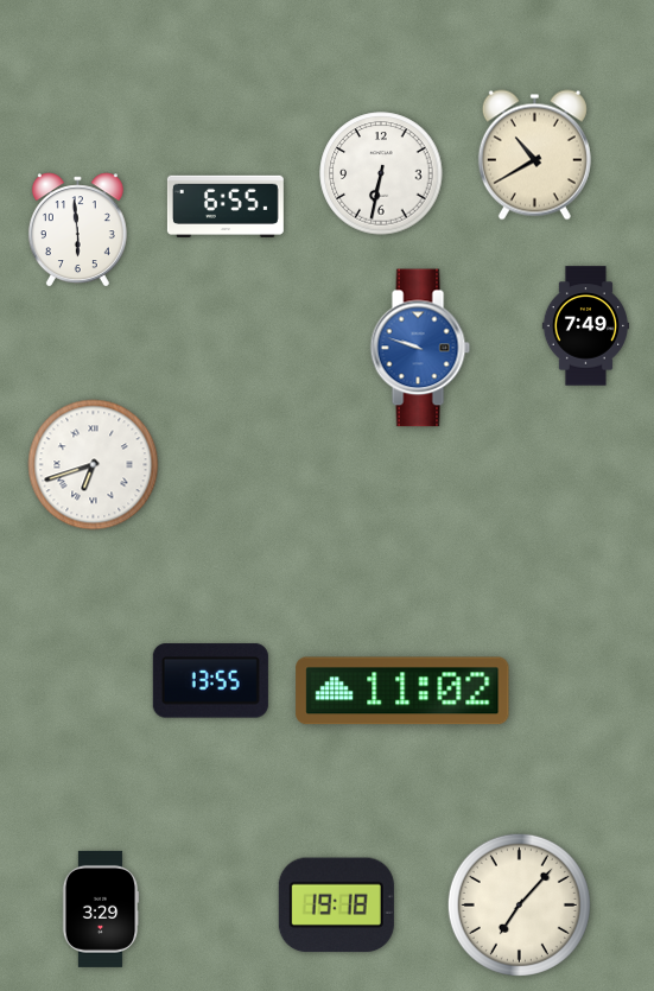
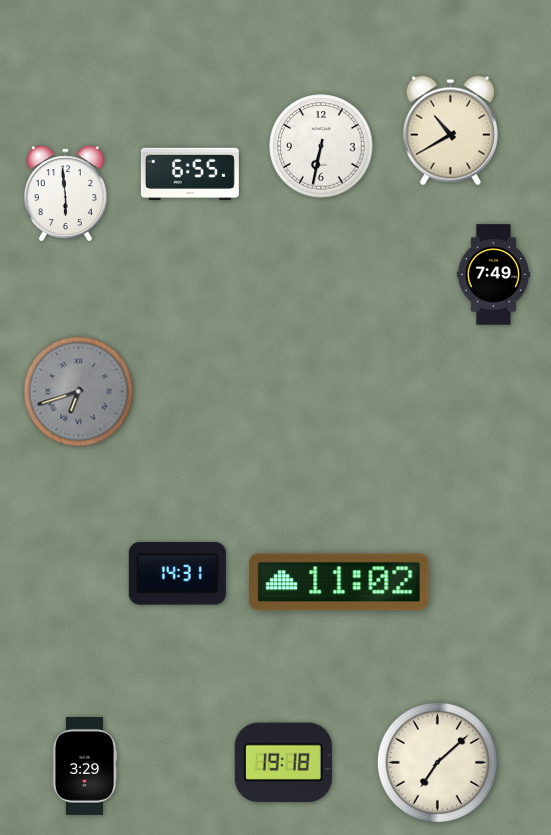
clock at (420, 348): 9:48 -> none
clock at (94, 465) dial: white -> grey
clock at (210, 681): 13:55 -> 14:31
clock at (519, 904): 7:07 -> 7:08
